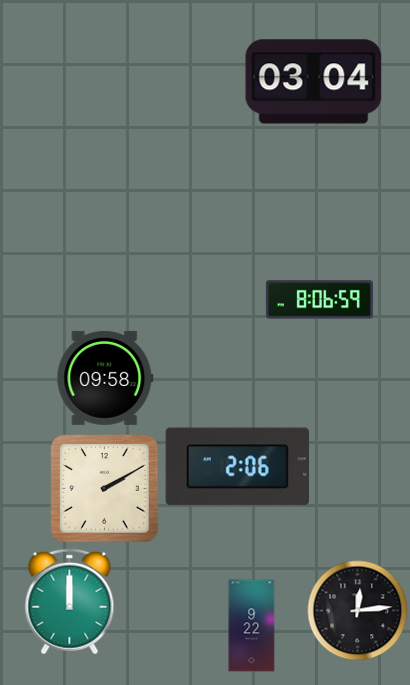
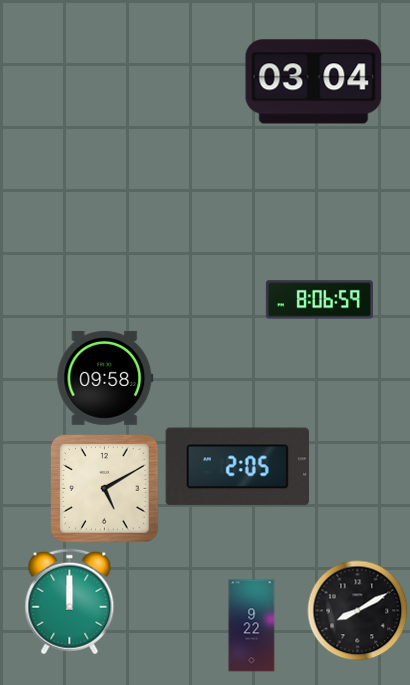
clock at (237, 467): 2:06 -> 2:05
clock at (105, 489): 2:10 -> 5:10
clock at (358, 611): 12:14 -> 8:10
